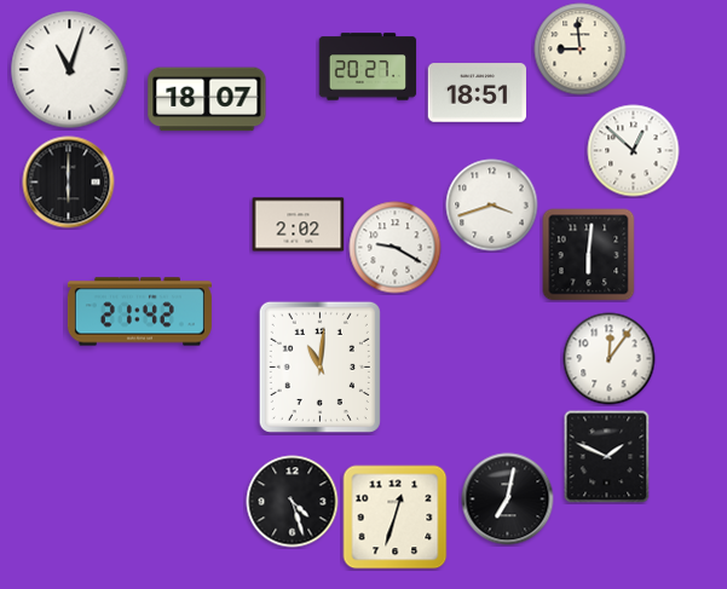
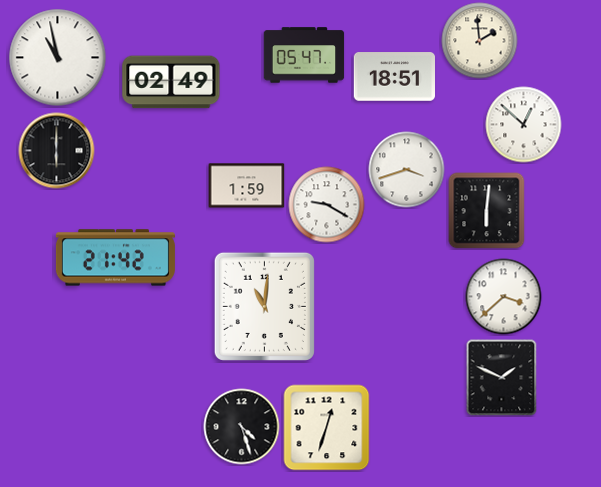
clock at (581, 50): 8:59 -> 1:59
clock at (368, 67): 20:27 -> 05:47
clock at (70, 70): 11:03 -> 10:58
clock at (207, 99): 18:07 -> 02:49
clock at (299, 225): 2:02 -> 1:59
clock at (610, 359): 12:06 -> 3:38
clock at (319, 366) position: (319, 366) -> (264, 306)
clock at (508, 500): 7:02 -> none
clock at (293, 502) position: (293, 502) -> (242, 427)
